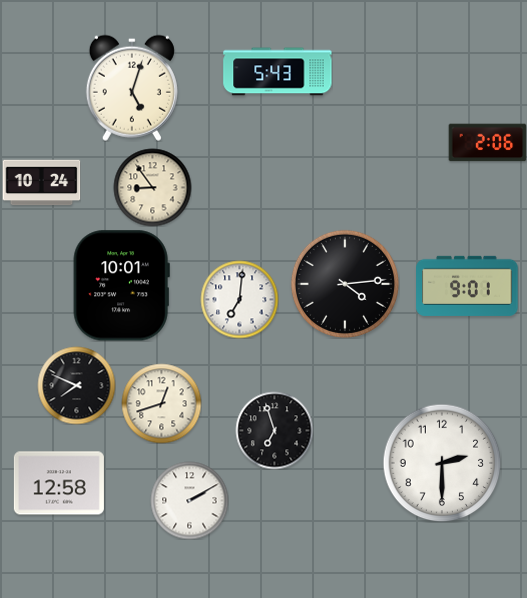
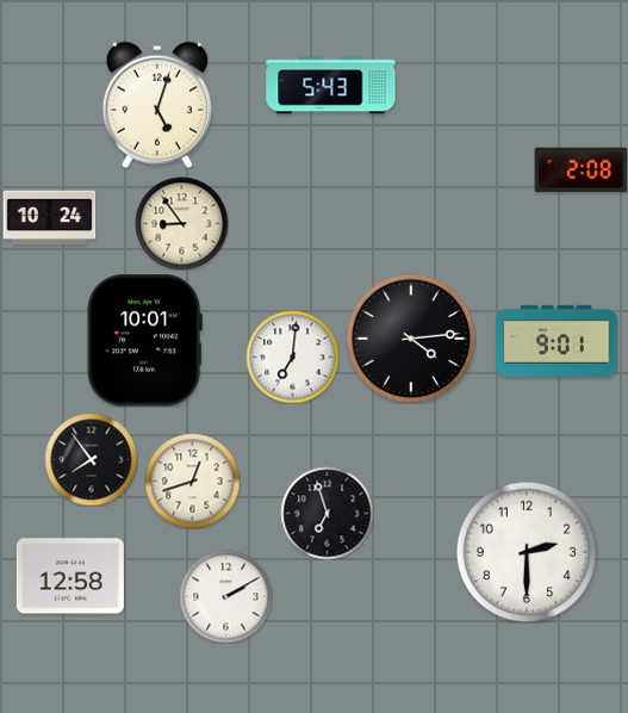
clock at (487, 143): 2:06 -> 2:08
clock at (239, 299) position: (239, 299) -> (292, 356)
clock at (76, 385): 7:49 -> 7:54
